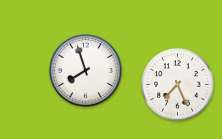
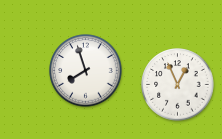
clock at (178, 85): 7:26 -> 12:56
